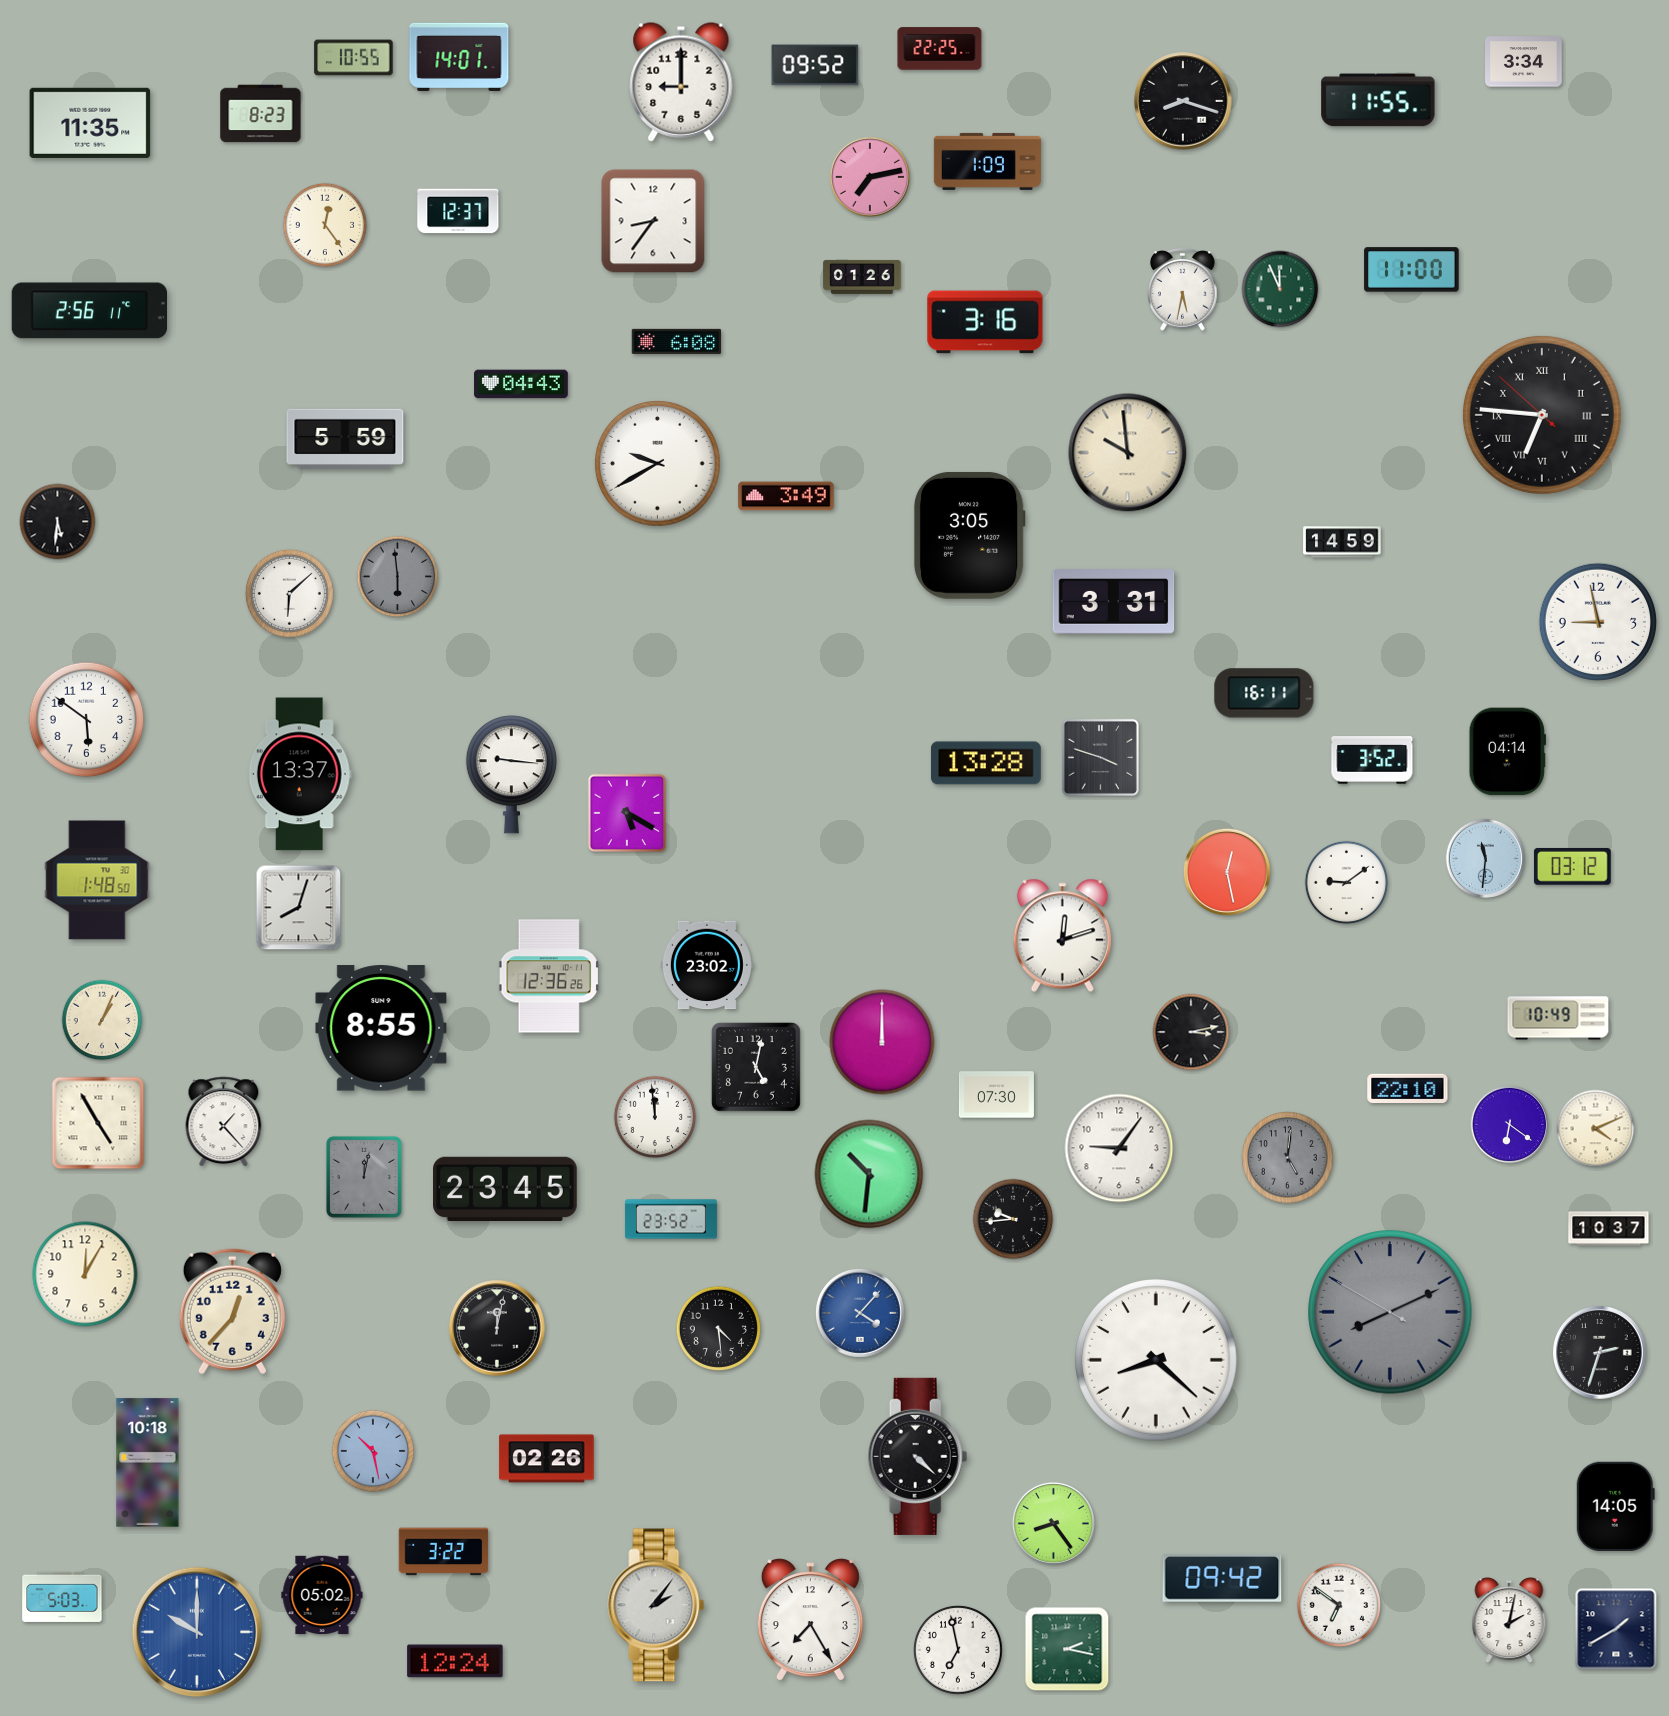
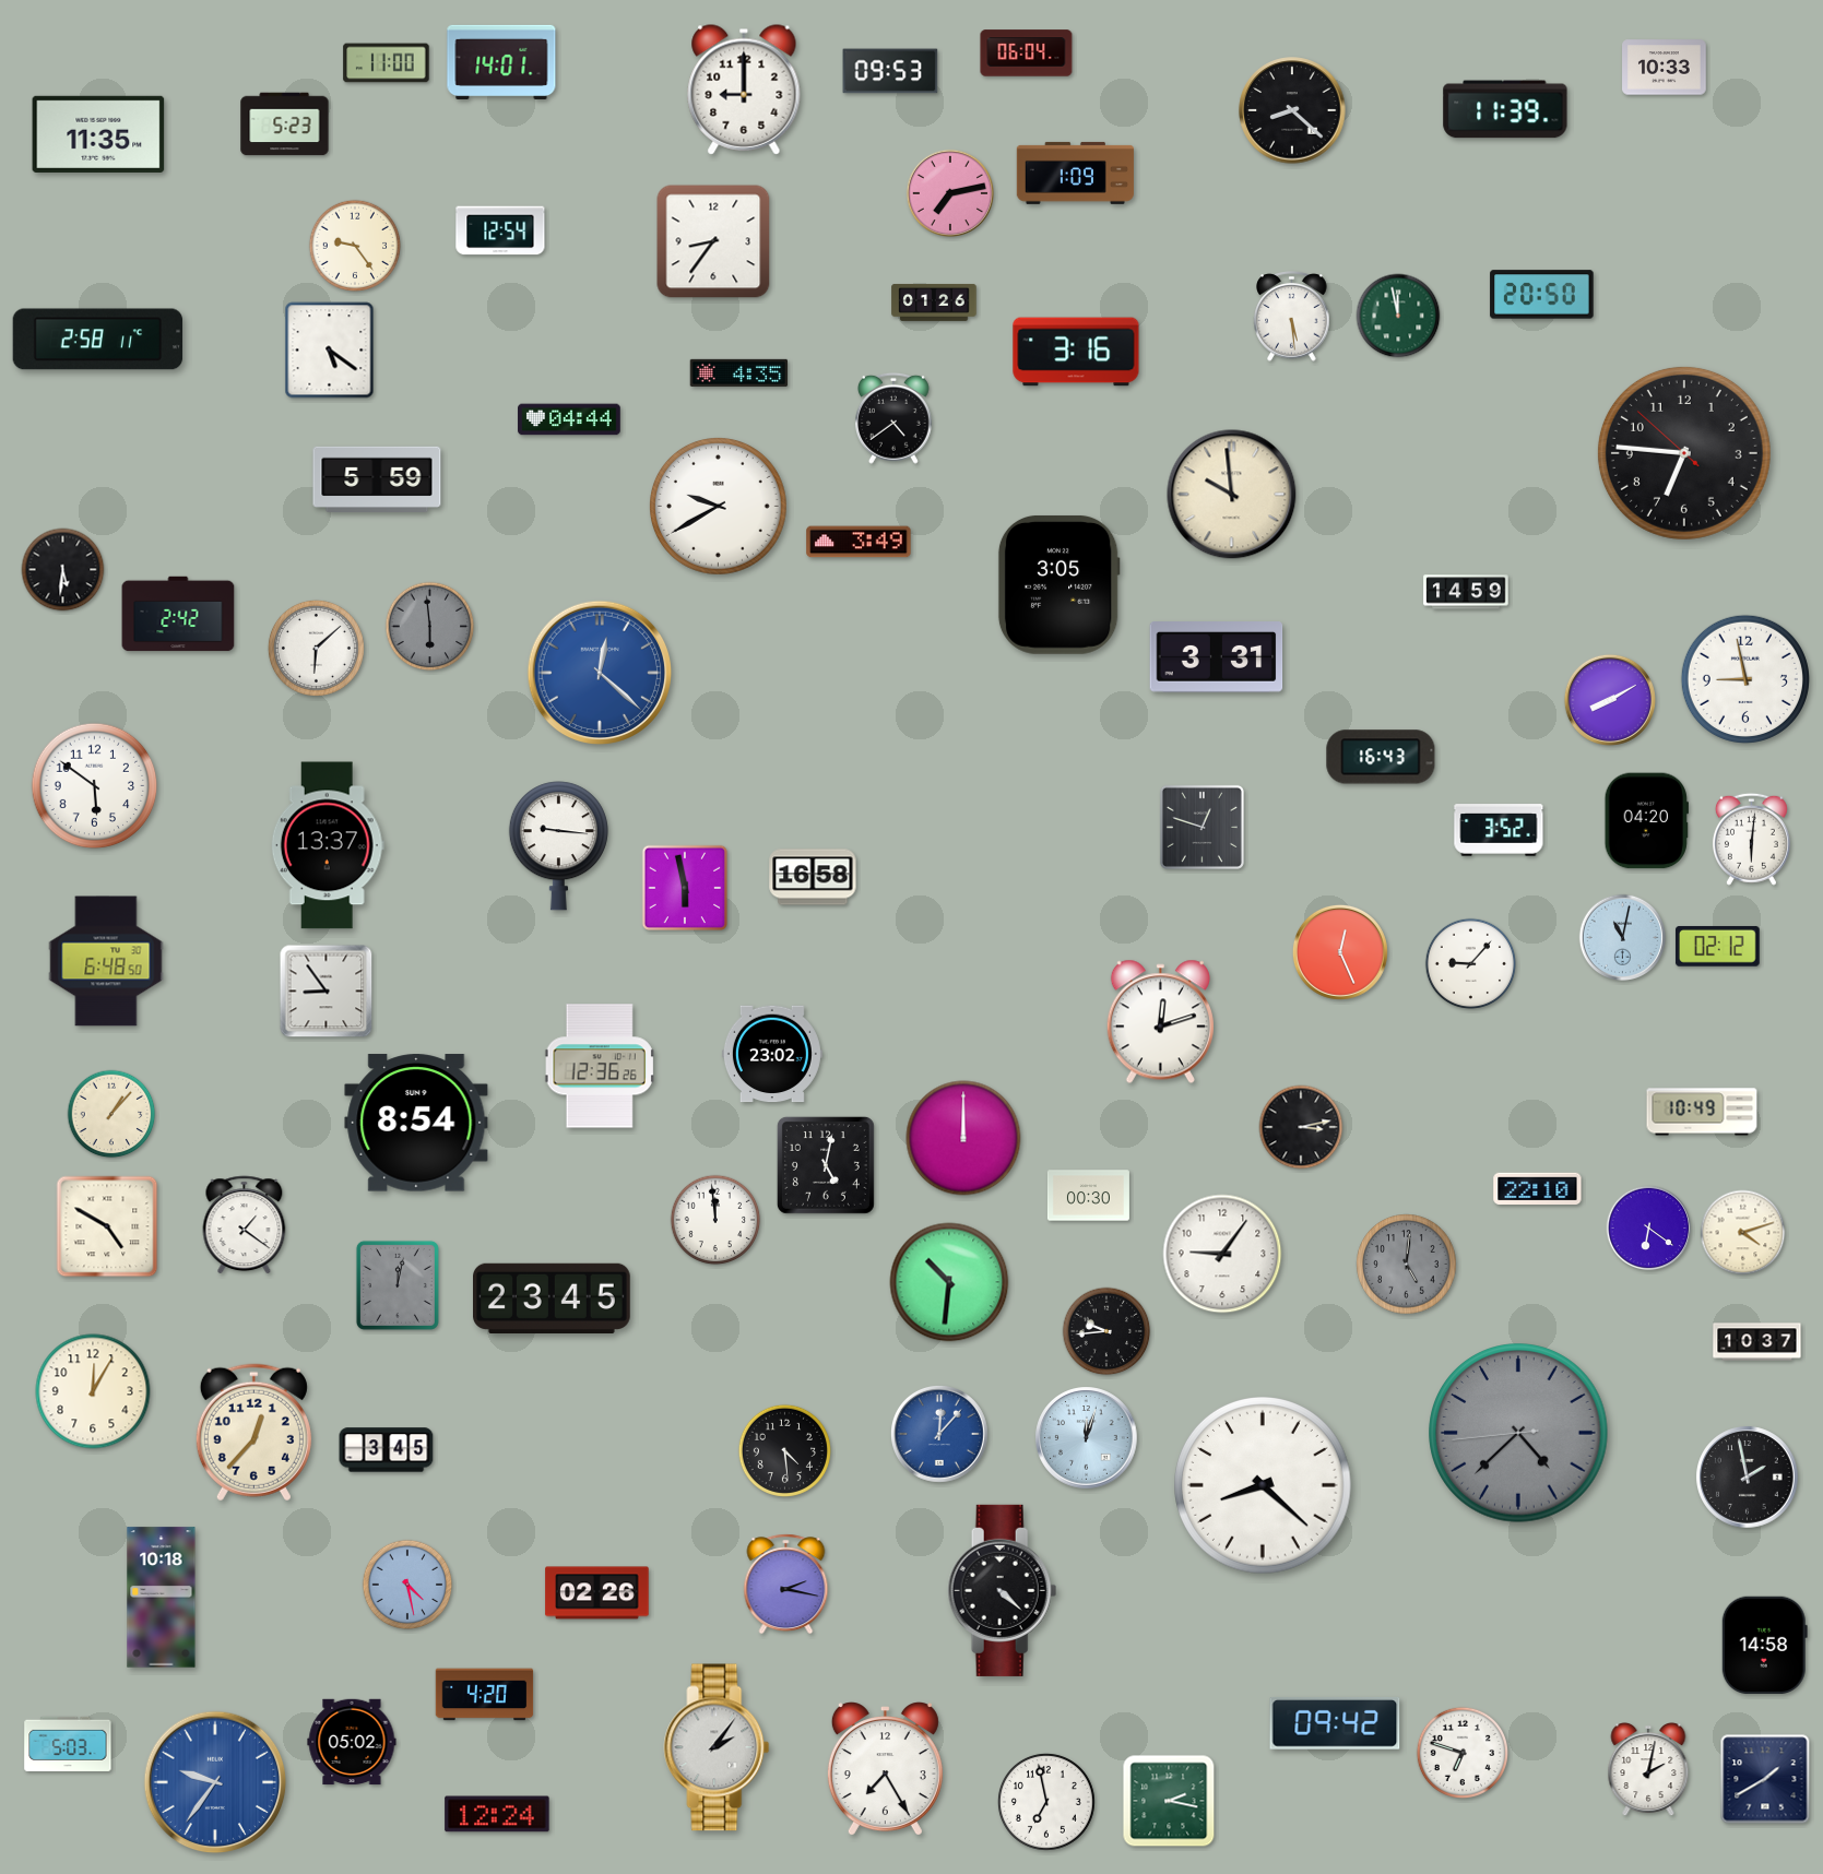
clock at (940, 49): 22:25 -> 06:04
clock at (354, 58): 10:55 -> 11:00
clock at (1524, 62): 3:34 -> 10:33
clock at (815, 65): 09:52 -> 09:53
clock at (1378, 100): 11:55 -> 11:39
clock at (1183, 101): 8:18 -> 8:22
clock at (261, 114): 8:23 -> 5:23
clock at (987, 161) position: (987, 161) -> (1075, 173)
clock at (458, 211): 12:37 -> 12:54
clock at (324, 224): 12:24 -> 9:24
clock at (1412, 270): 11:00 -> 20:50
clock at (862, 277) position: (862, 277) -> (934, 303)
clock at (1280, 289): 11:56 -> 11:58
clock at (1183, 290): 5:32 -> 5:29
clock at (90, 311): 2:56 -> 2:58
clock at (330, 351): none -> 5:21
clock at (677, 341): 6:08 -> 4:35
clock at (895, 418): none -> 4:39
clock at (521, 384): 04:43 -> 04:44
clock at (1542, 415) numerals: Roman -> Arabic
clock at (178, 614): none -> 2:42
clock at (398, 577) position: (398, 577) -> (430, 627)
clock at (600, 673): none -> 12:22
clock at (1610, 700): none -> 8:10
clock at (1264, 693): 16:11 -> 16:43
clock at (1507, 752): 04:14 -> 04:20
clock at (1100, 757): 3:48 -> 12:48
clock at (986, 763): 13:28 -> none
clock at (1751, 839): none -> 6:01
clock at (813, 877): none -> 16:58
clock at (627, 813): 5:20 -> 5:58
clock at (1486, 859): 11:31 -> 11:02
clock at (1572, 866): 03:12 -> 02:12
clock at (1227, 872): 12:28 -> 12:26
clock at (97, 880): 1:48 -> 6:48
clock at (1347, 883): 9:09 -> 9:07
clock at (299, 908): 8:03 -> 8:54
clock at (102, 1020): 1:04 -> 1:07
clock at (381, 1028): 8:55 -> 8:54
clock at (996, 1095): 07:30 -> 00:30
clock at (224, 1122): 1:23 -> 1:21
clock at (98, 1123): 4:55 -> 4:50
clock at (1596, 1129): 4:11 -> 4:12
clock at (671, 1219): 23:52 -> none
clock at (1390, 1312): 8:10 -> 4:37
clock at (860, 1313): 4:07 -> 12:07
clock at (1087, 1438): none -> 12:03
clock at (387, 1450): none -> 3:45
clock at (497, 1328): 12:02 -> none
clock at (1600, 1353): 2:33 -> 1:58
clock at (373, 1451): 10:28 -> 4:28
clock at (786, 1585): none -> 2:17
clock at (1615, 1506): 14:05 -> 14:58
clock at (1053, 1523): 8:24 -> none
clock at (444, 1552): 3:22 -> 4:20
clock at (1338, 1604): 6:51 -> 6:48
clock at (656, 1605) position: (656, 1605) -> (717, 1747)
clock at (197, 1632): 10:00 -> 9:36
clock at (1067, 1649) position: (1067, 1649) -> (1169, 1801)
